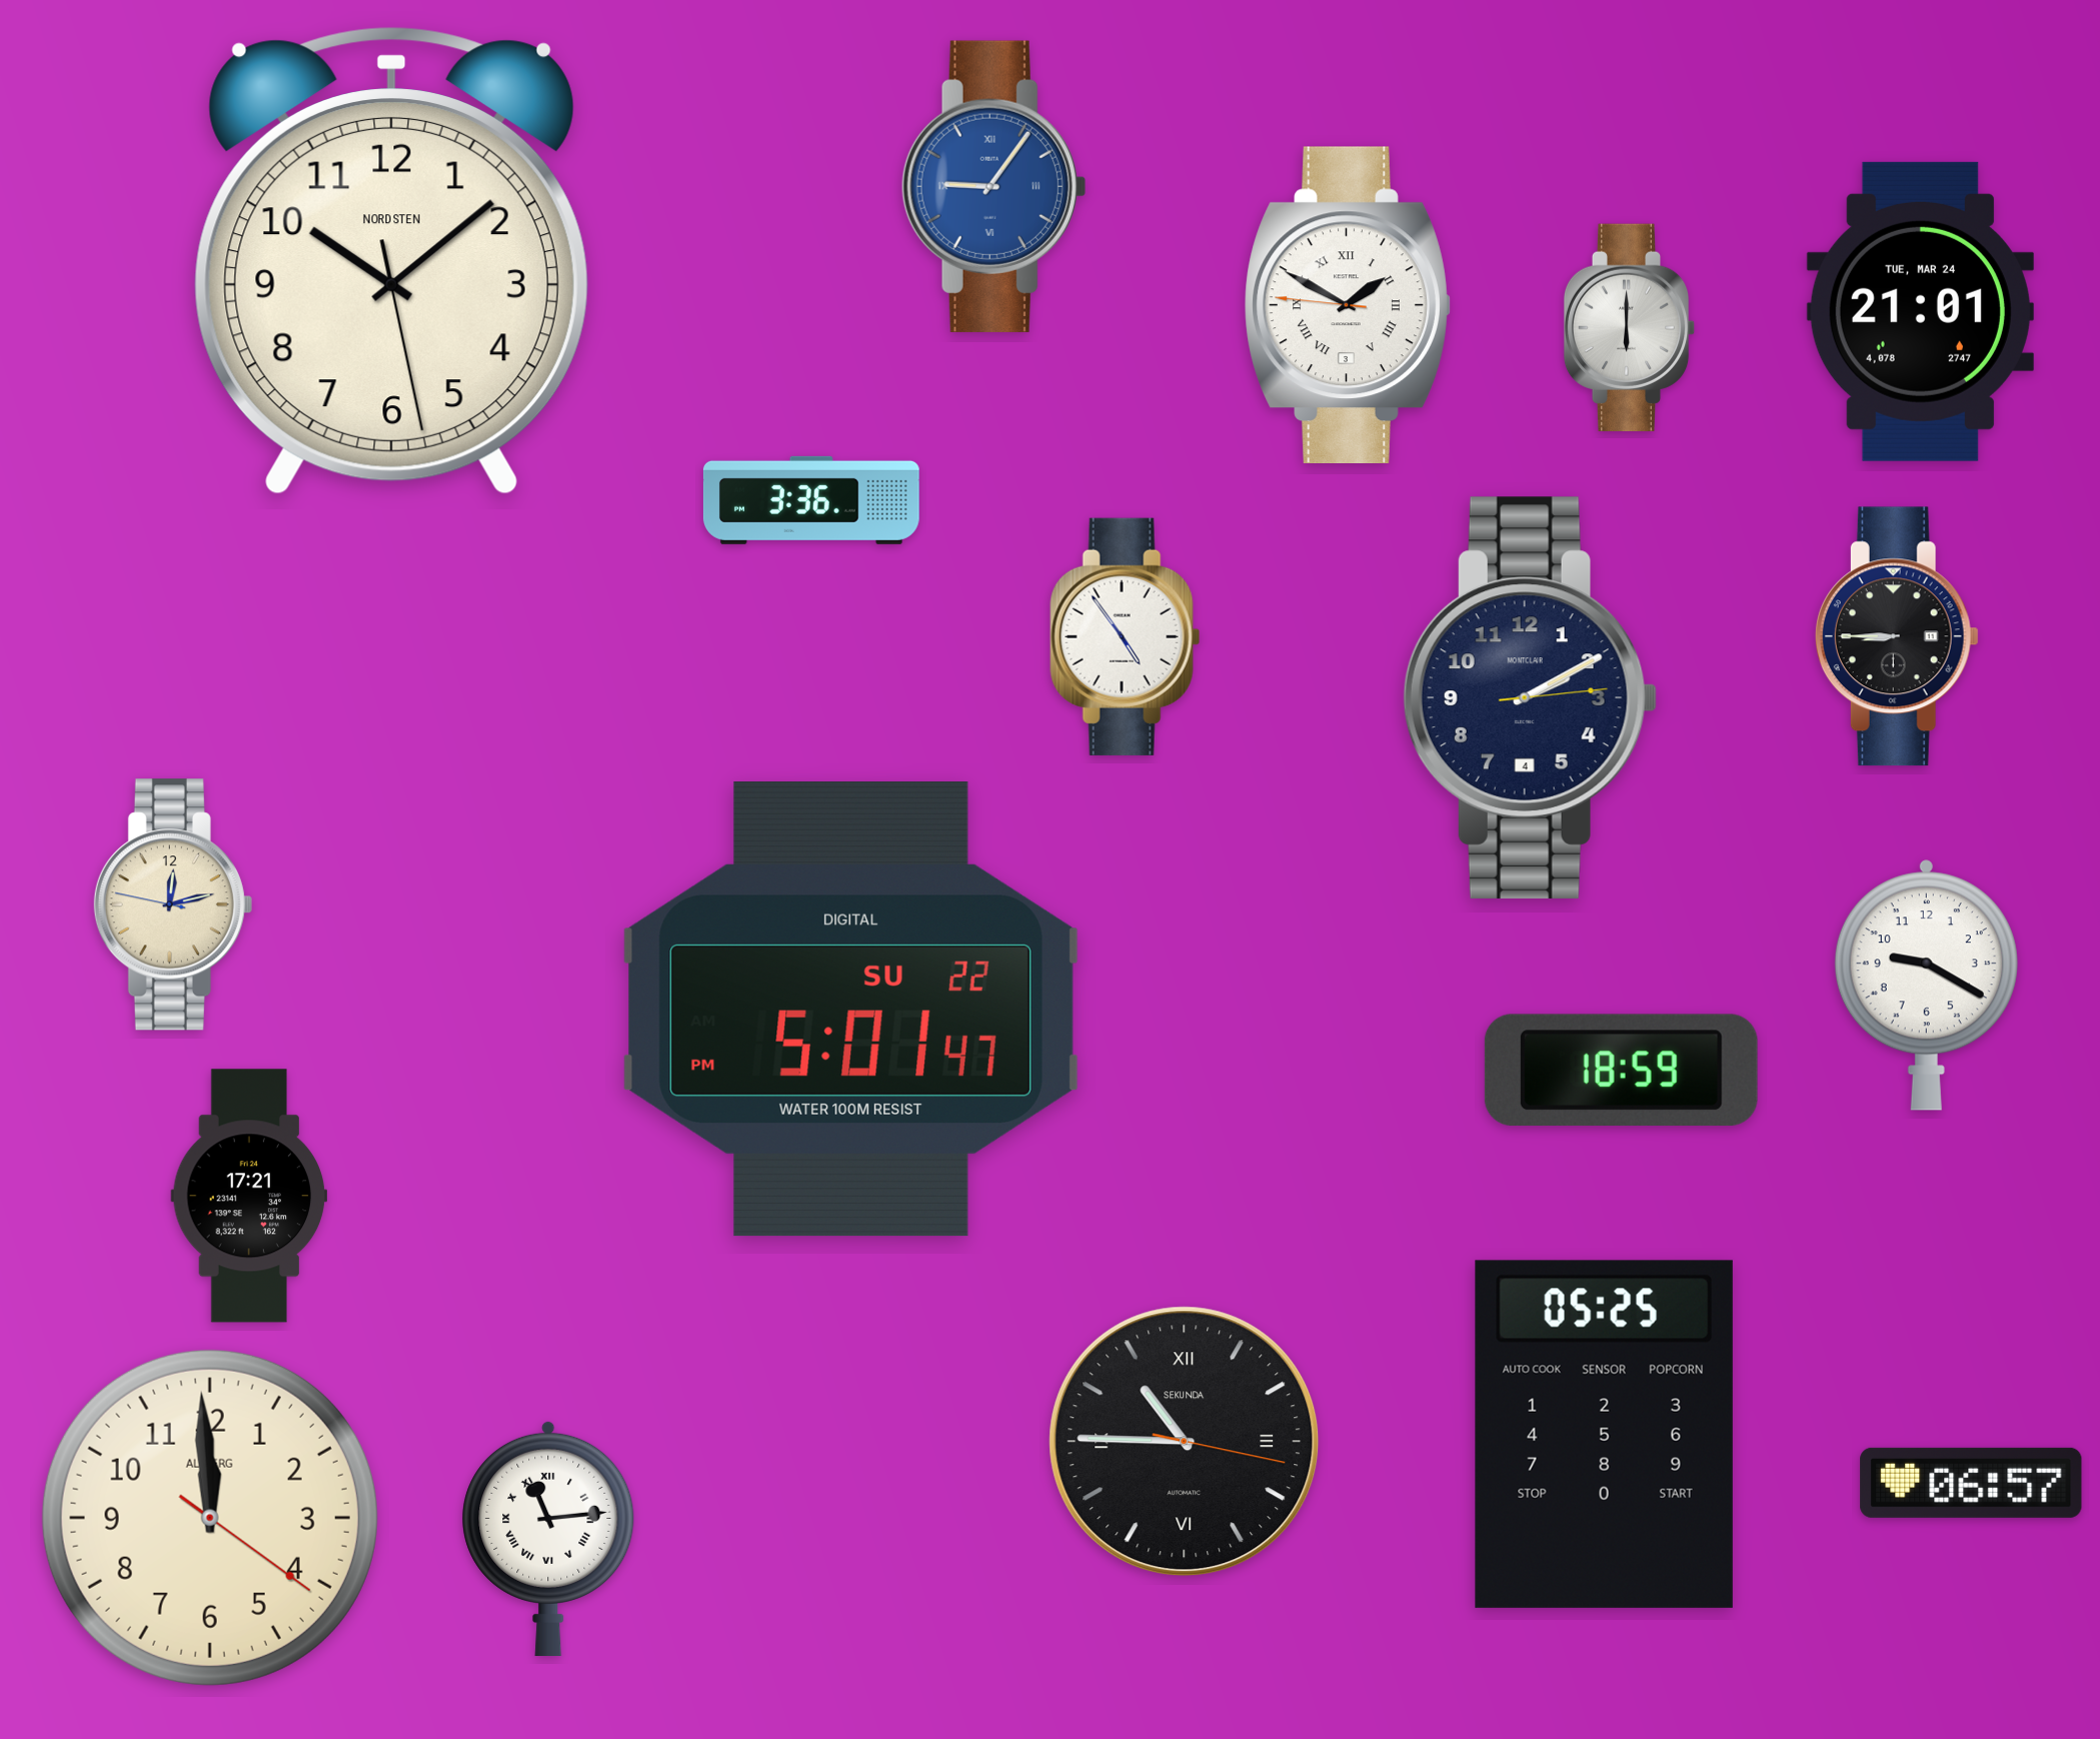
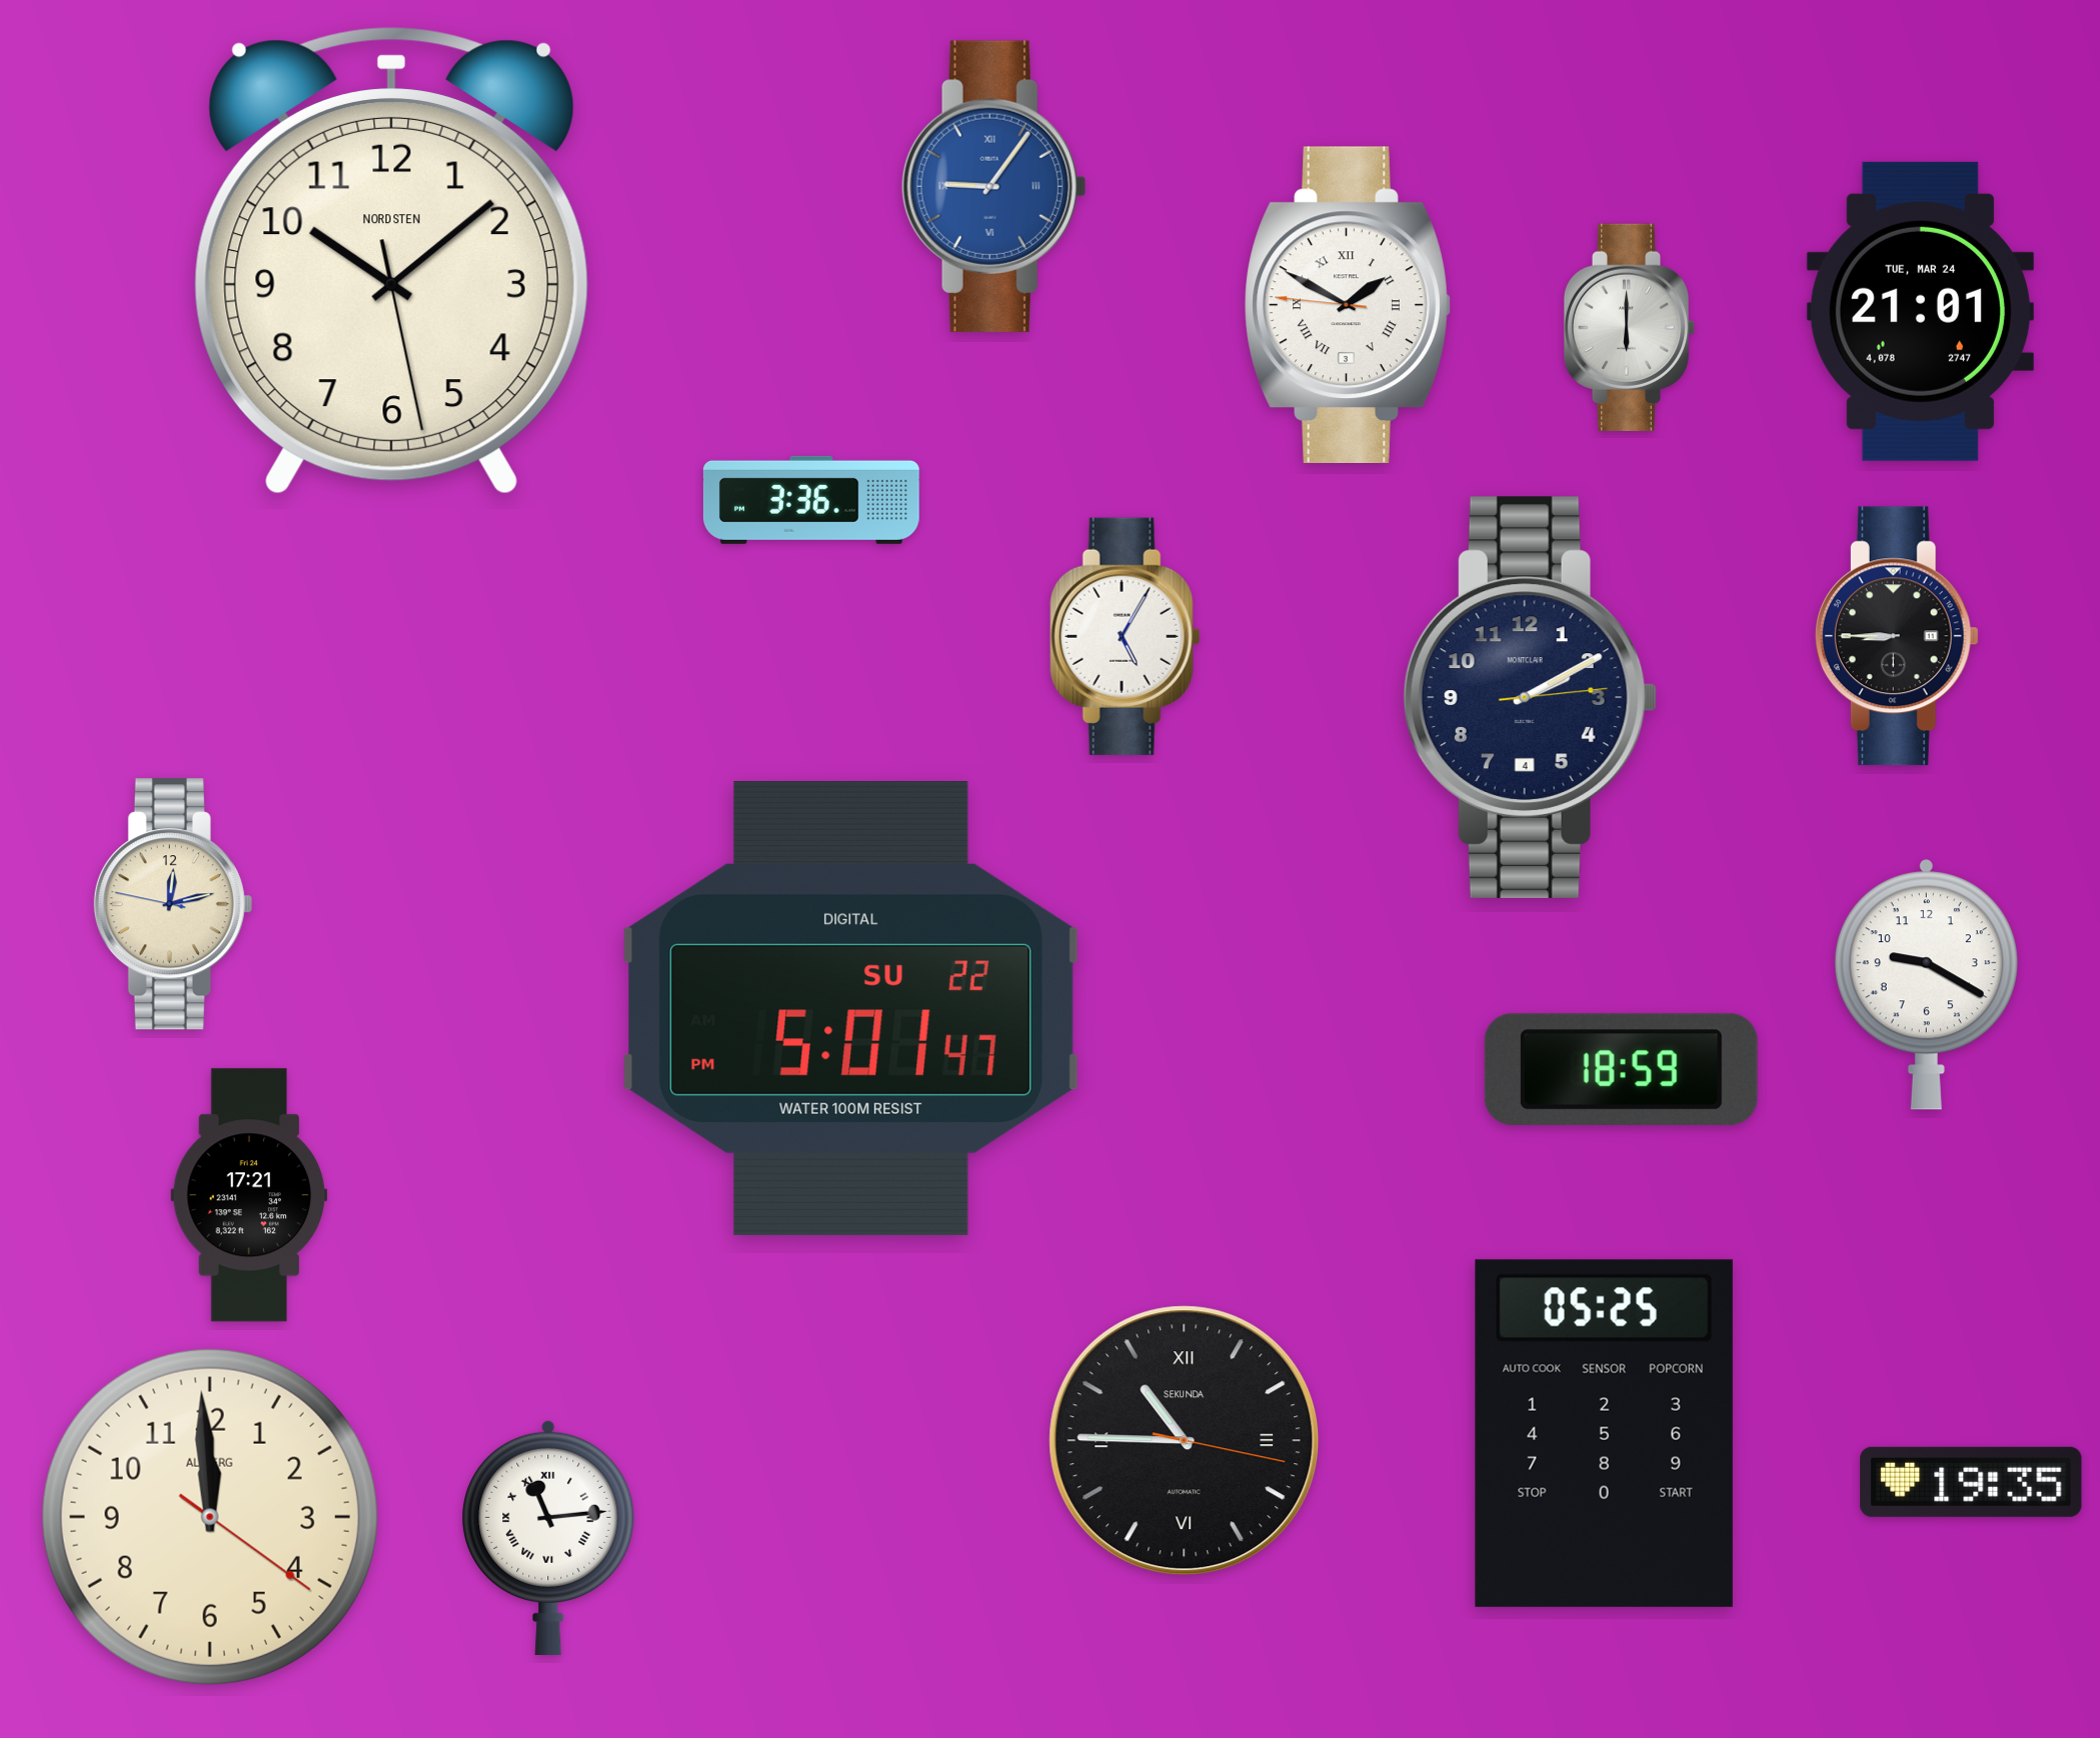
clock at (1126, 636): 4:54 -> 5:05
clock at (1971, 1483): 06:57 -> 19:35
